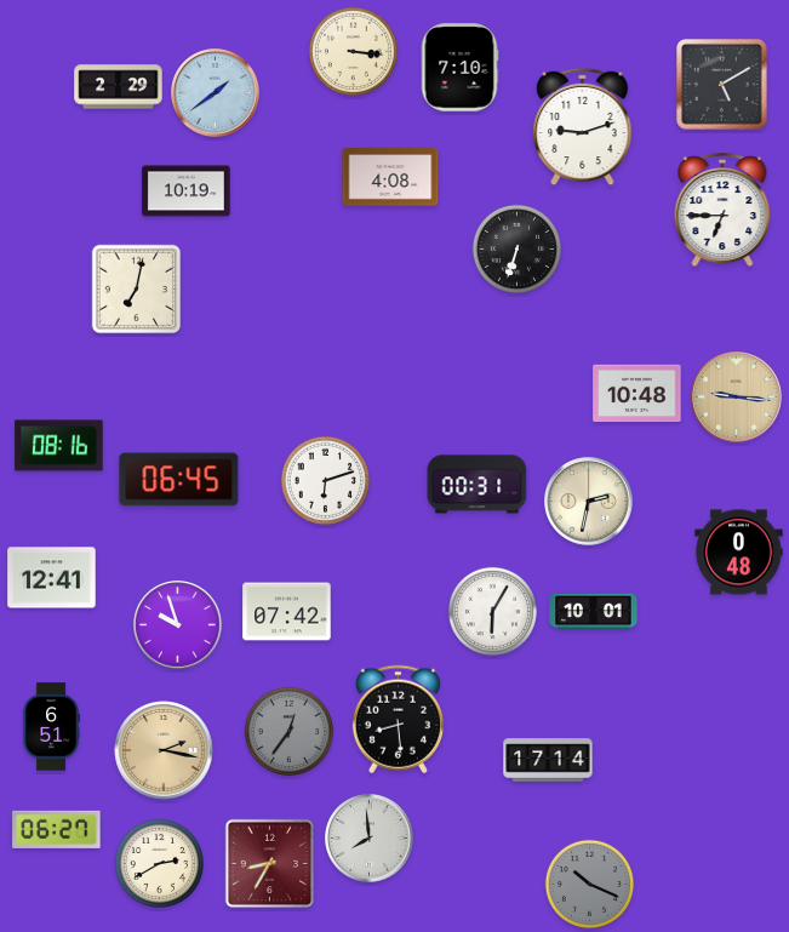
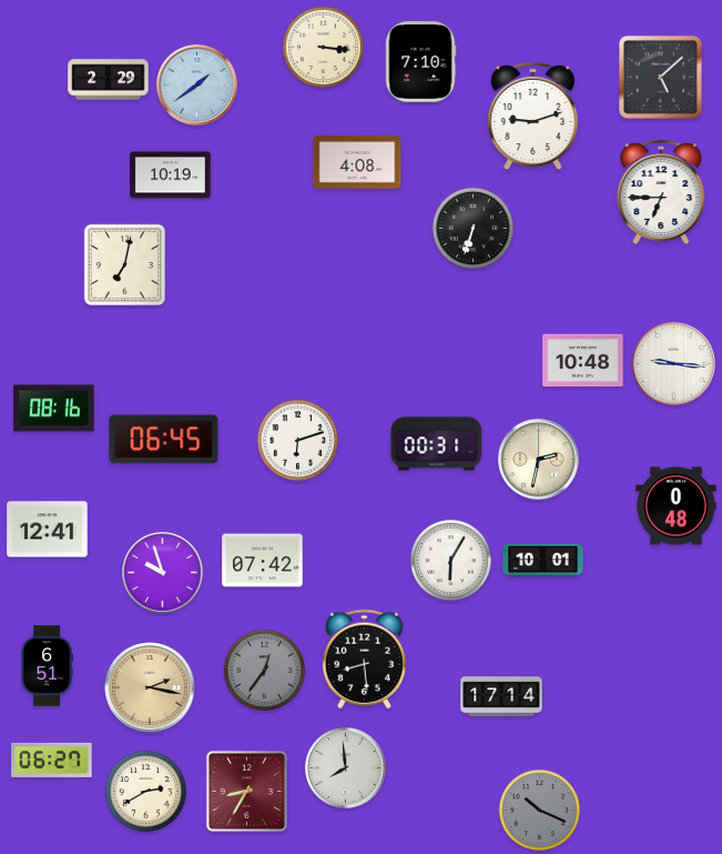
clock at (722, 85): 5:10 -> 5:08
clock at (737, 398) dial: champagne -> white
clock at (370, 839) position: (370, 839) -> (346, 768)
